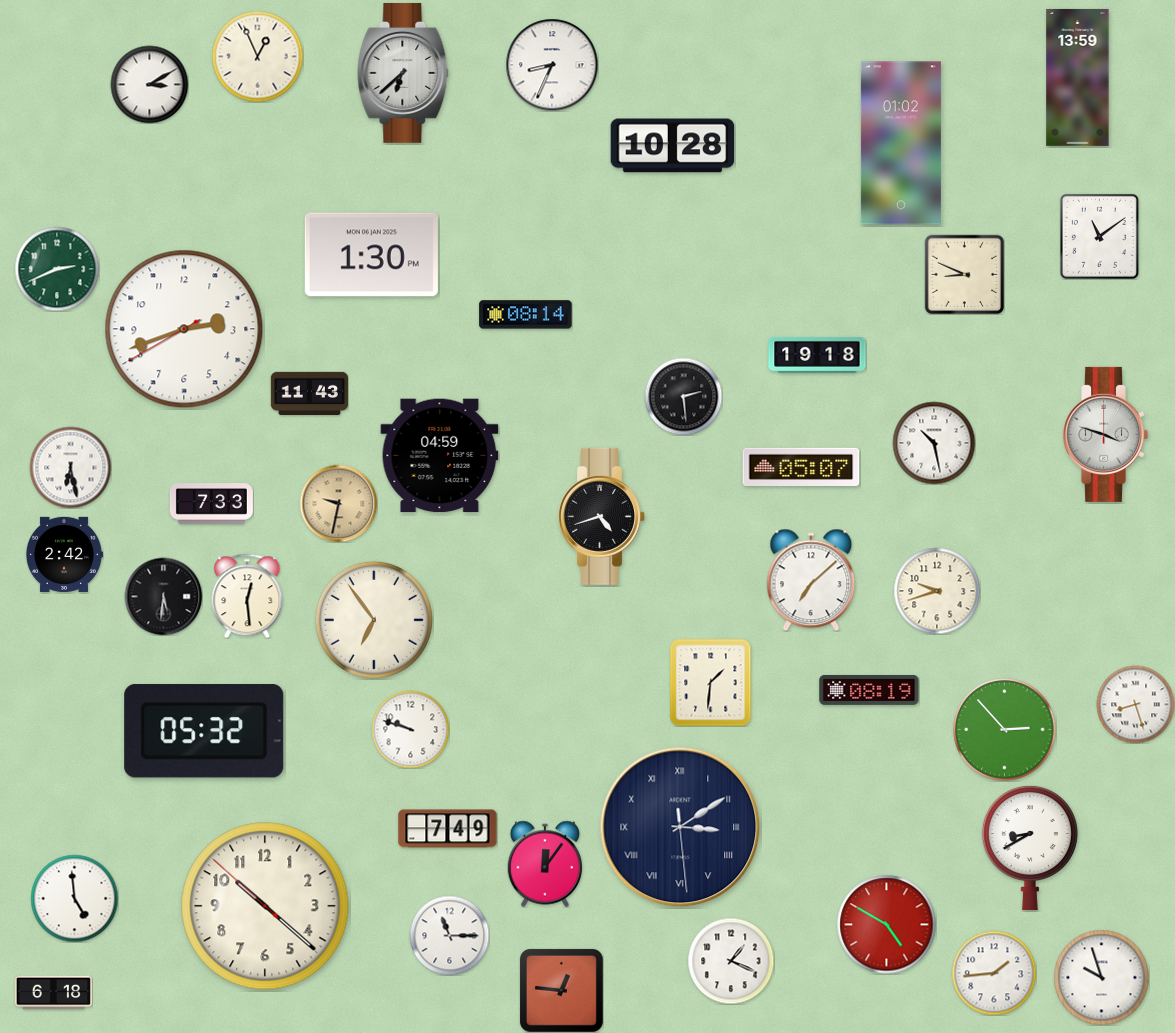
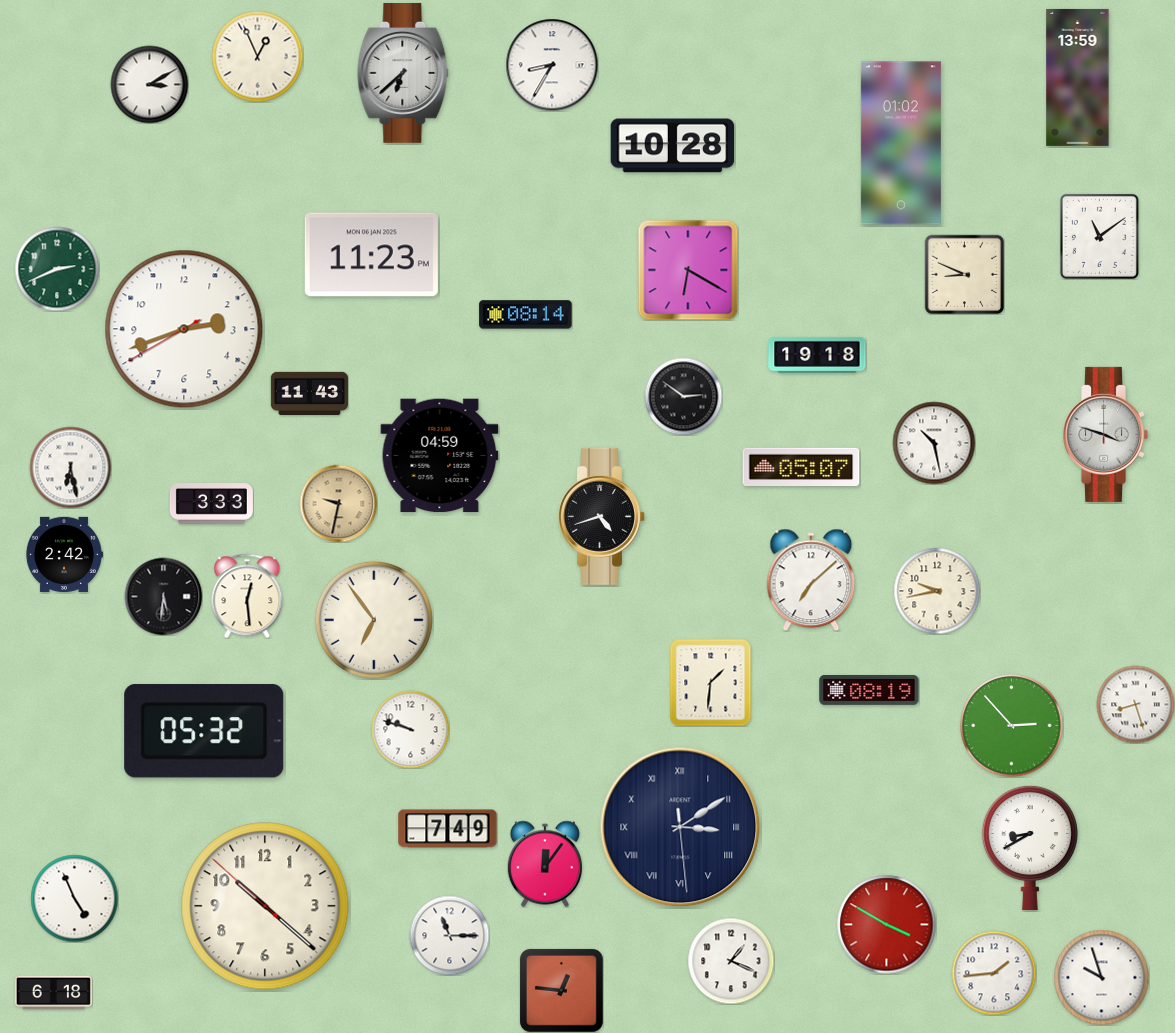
clock at (552, 65): 8:34 -> 8:35
clock at (371, 255): 1:30 -> 11:23
clock at (688, 270): none -> 6:20
clock at (683, 396): 2:29 -> 2:51
clock at (211, 504): 7:33 -> 3:33
clock at (937, 591): 9:42 -> 9:43
clock at (1005, 730) position: (1005, 730) -> (1012, 726)
clock at (74, 898): 4:59 -> 4:56
clock at (887, 925): 4:50 -> 3:50
